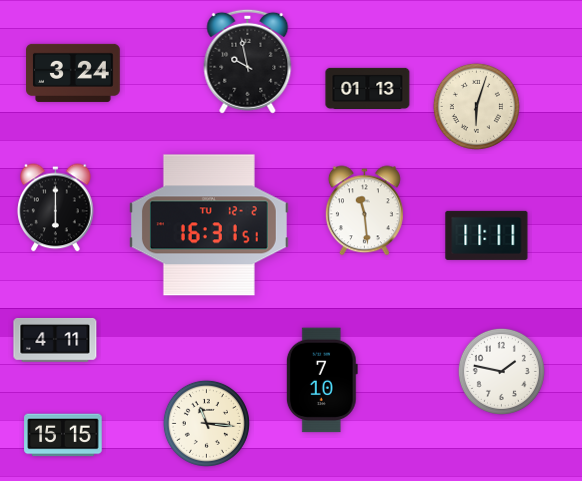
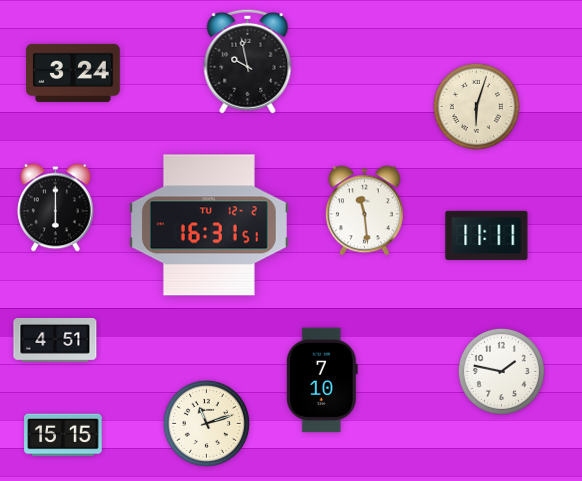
clock at (368, 88): 01:13 -> none
clock at (55, 340): 4:11 -> 4:51
clock at (206, 423): 11:16 -> 11:12
